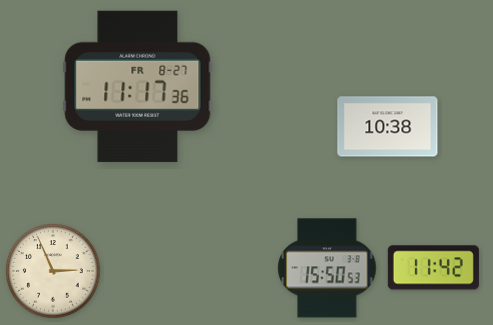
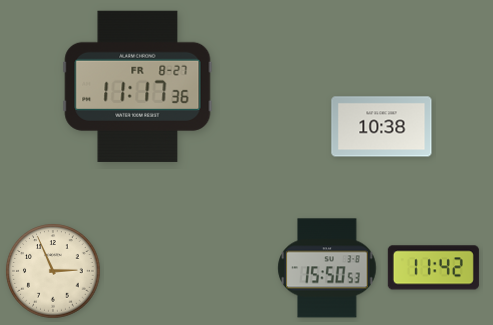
clock at (388, 127) position: (388, 127) -> (382, 127)
